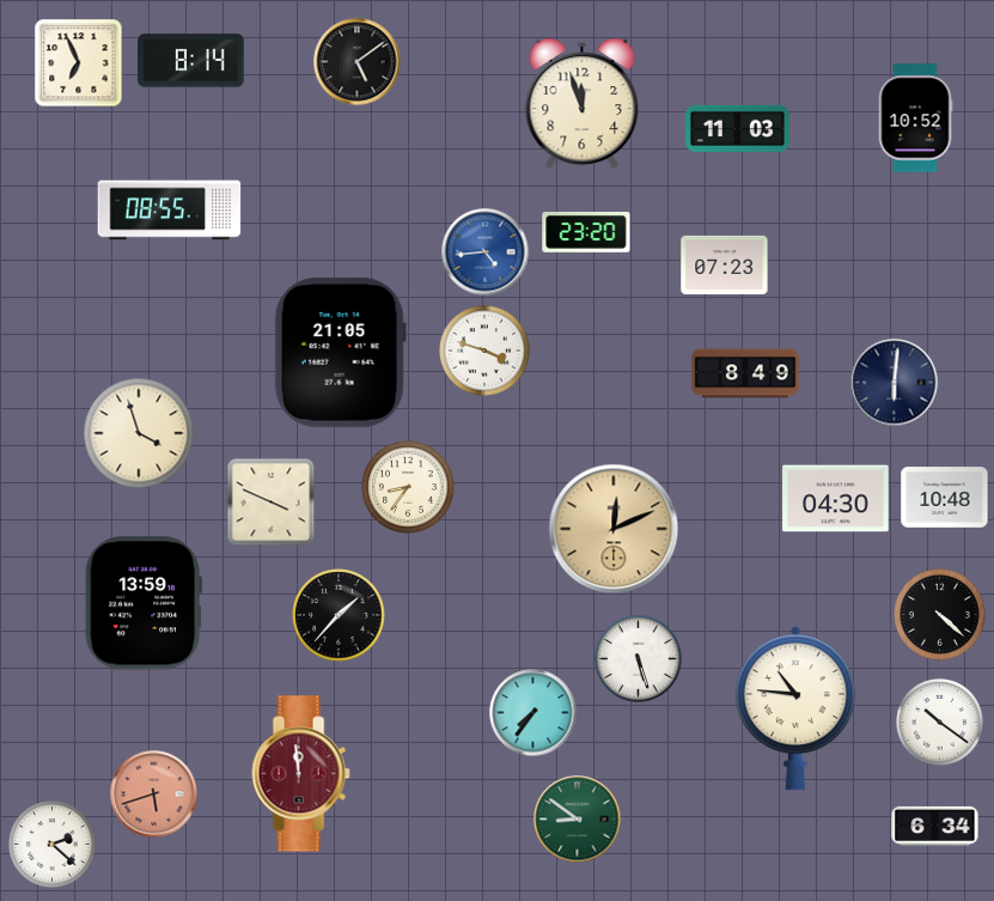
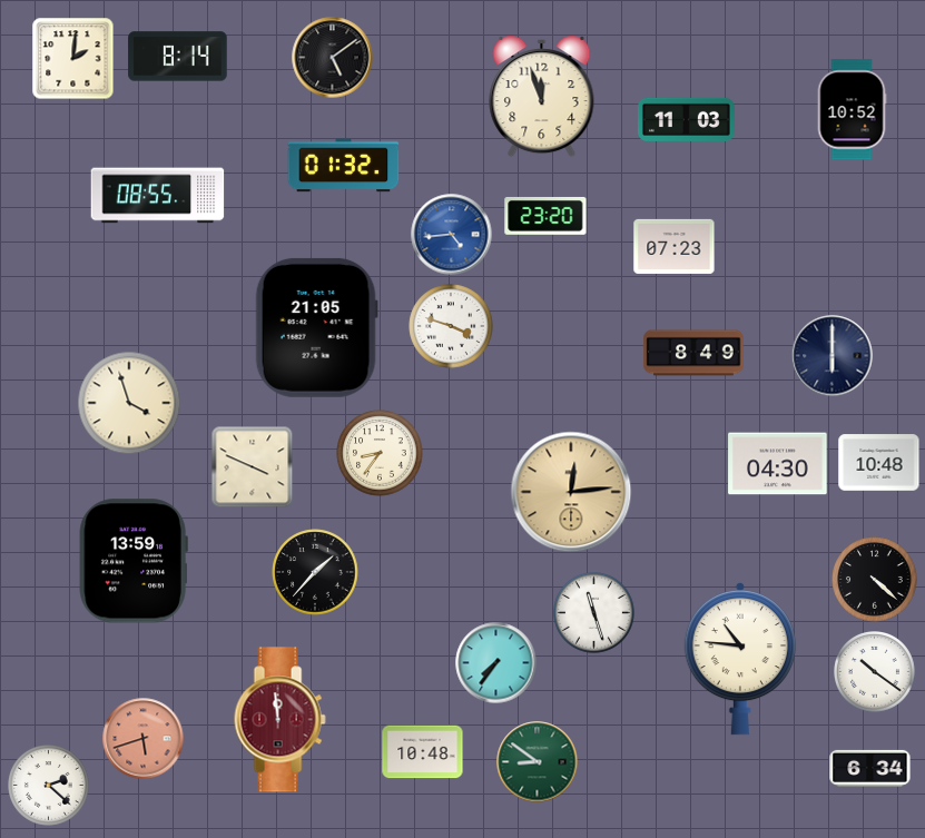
clock at (79, 63): 6:56 -> 2:01
clock at (344, 166): none -> 01:32
clock at (745, 373) position: (745, 373) -> (693, 353)
clock at (895, 383): 6:01 -> 6:00
clock at (614, 529): 12:11 -> 12:14
clock at (940, 615) position: (940, 615) -> (875, 580)
clock at (639, 659): 5:27 -> 11:27
clock at (423, 752): none -> 10:48
